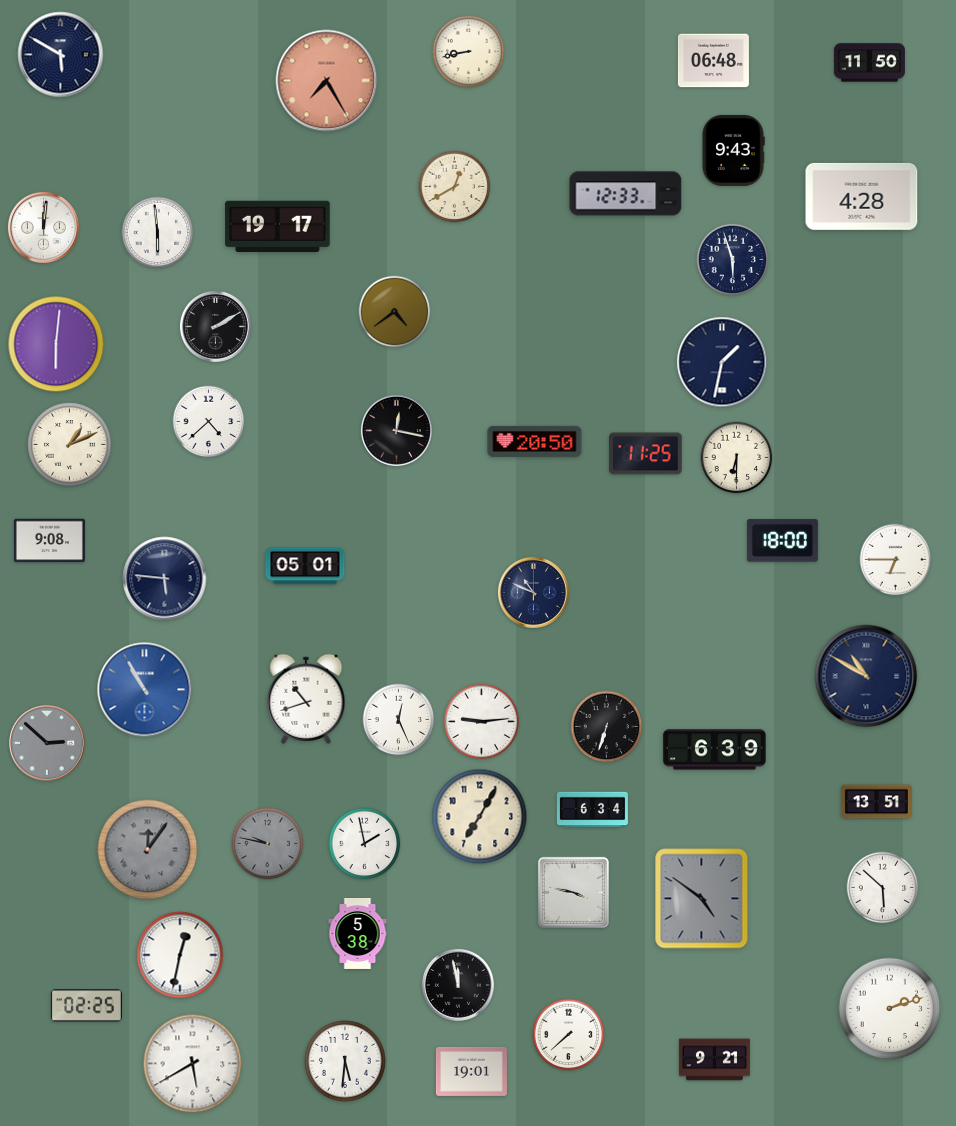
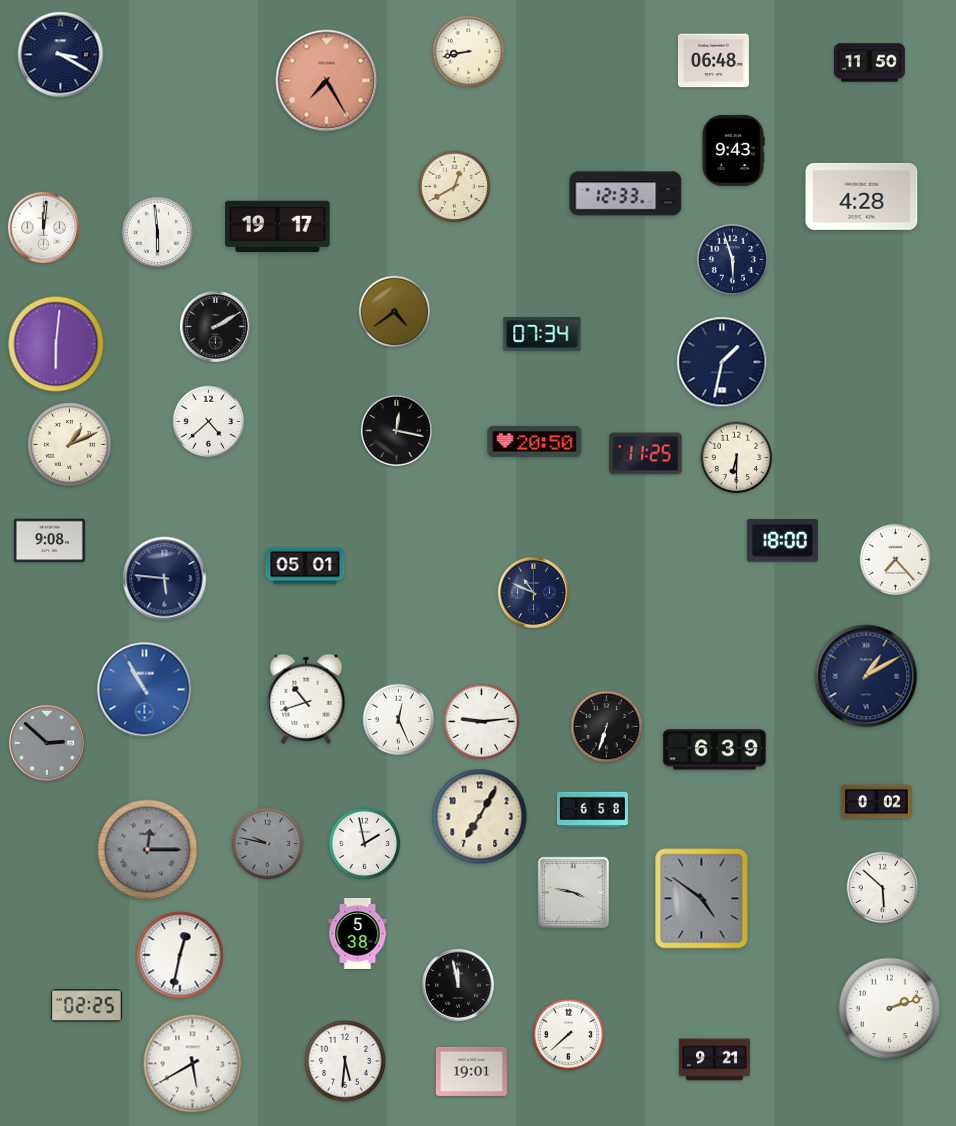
clock at (61, 55): 5:50 -> 3:20
clock at (542, 335): none -> 07:34
clock at (896, 560): 6:45 -> 7:23
clock at (866, 676): 10:50 -> 1:10
clock at (876, 802): 13:51 -> 0:02
clock at (592, 810): 6:34 -> 6:58
clock at (148, 850): 12:06 -> 12:15
